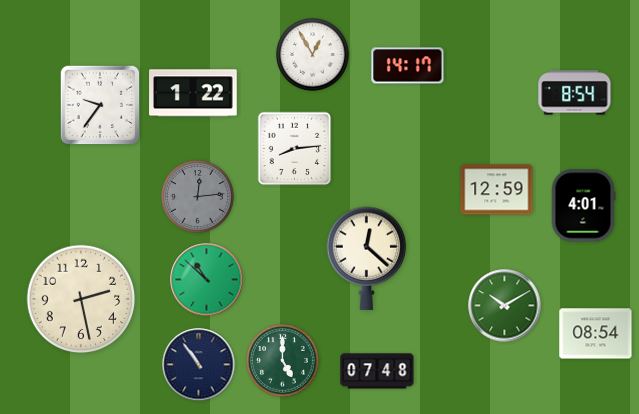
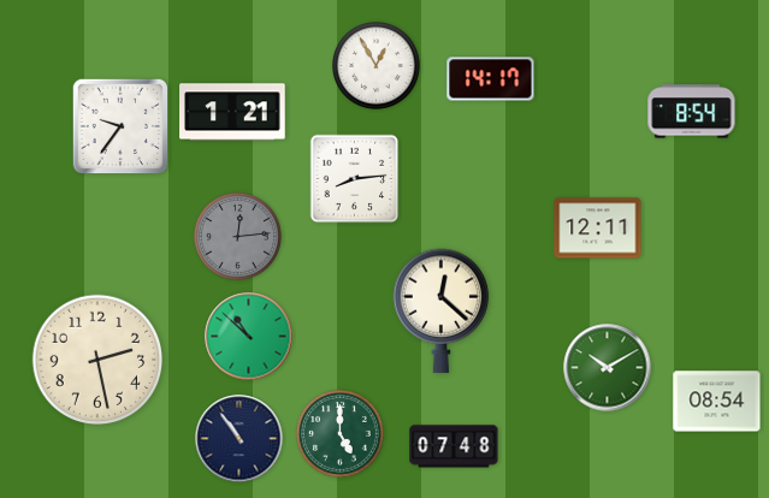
clock at (193, 93): 1:22 -> 1:21
clock at (497, 190): 12:59 -> 12:11
clock at (583, 206): 4:01 -> none
